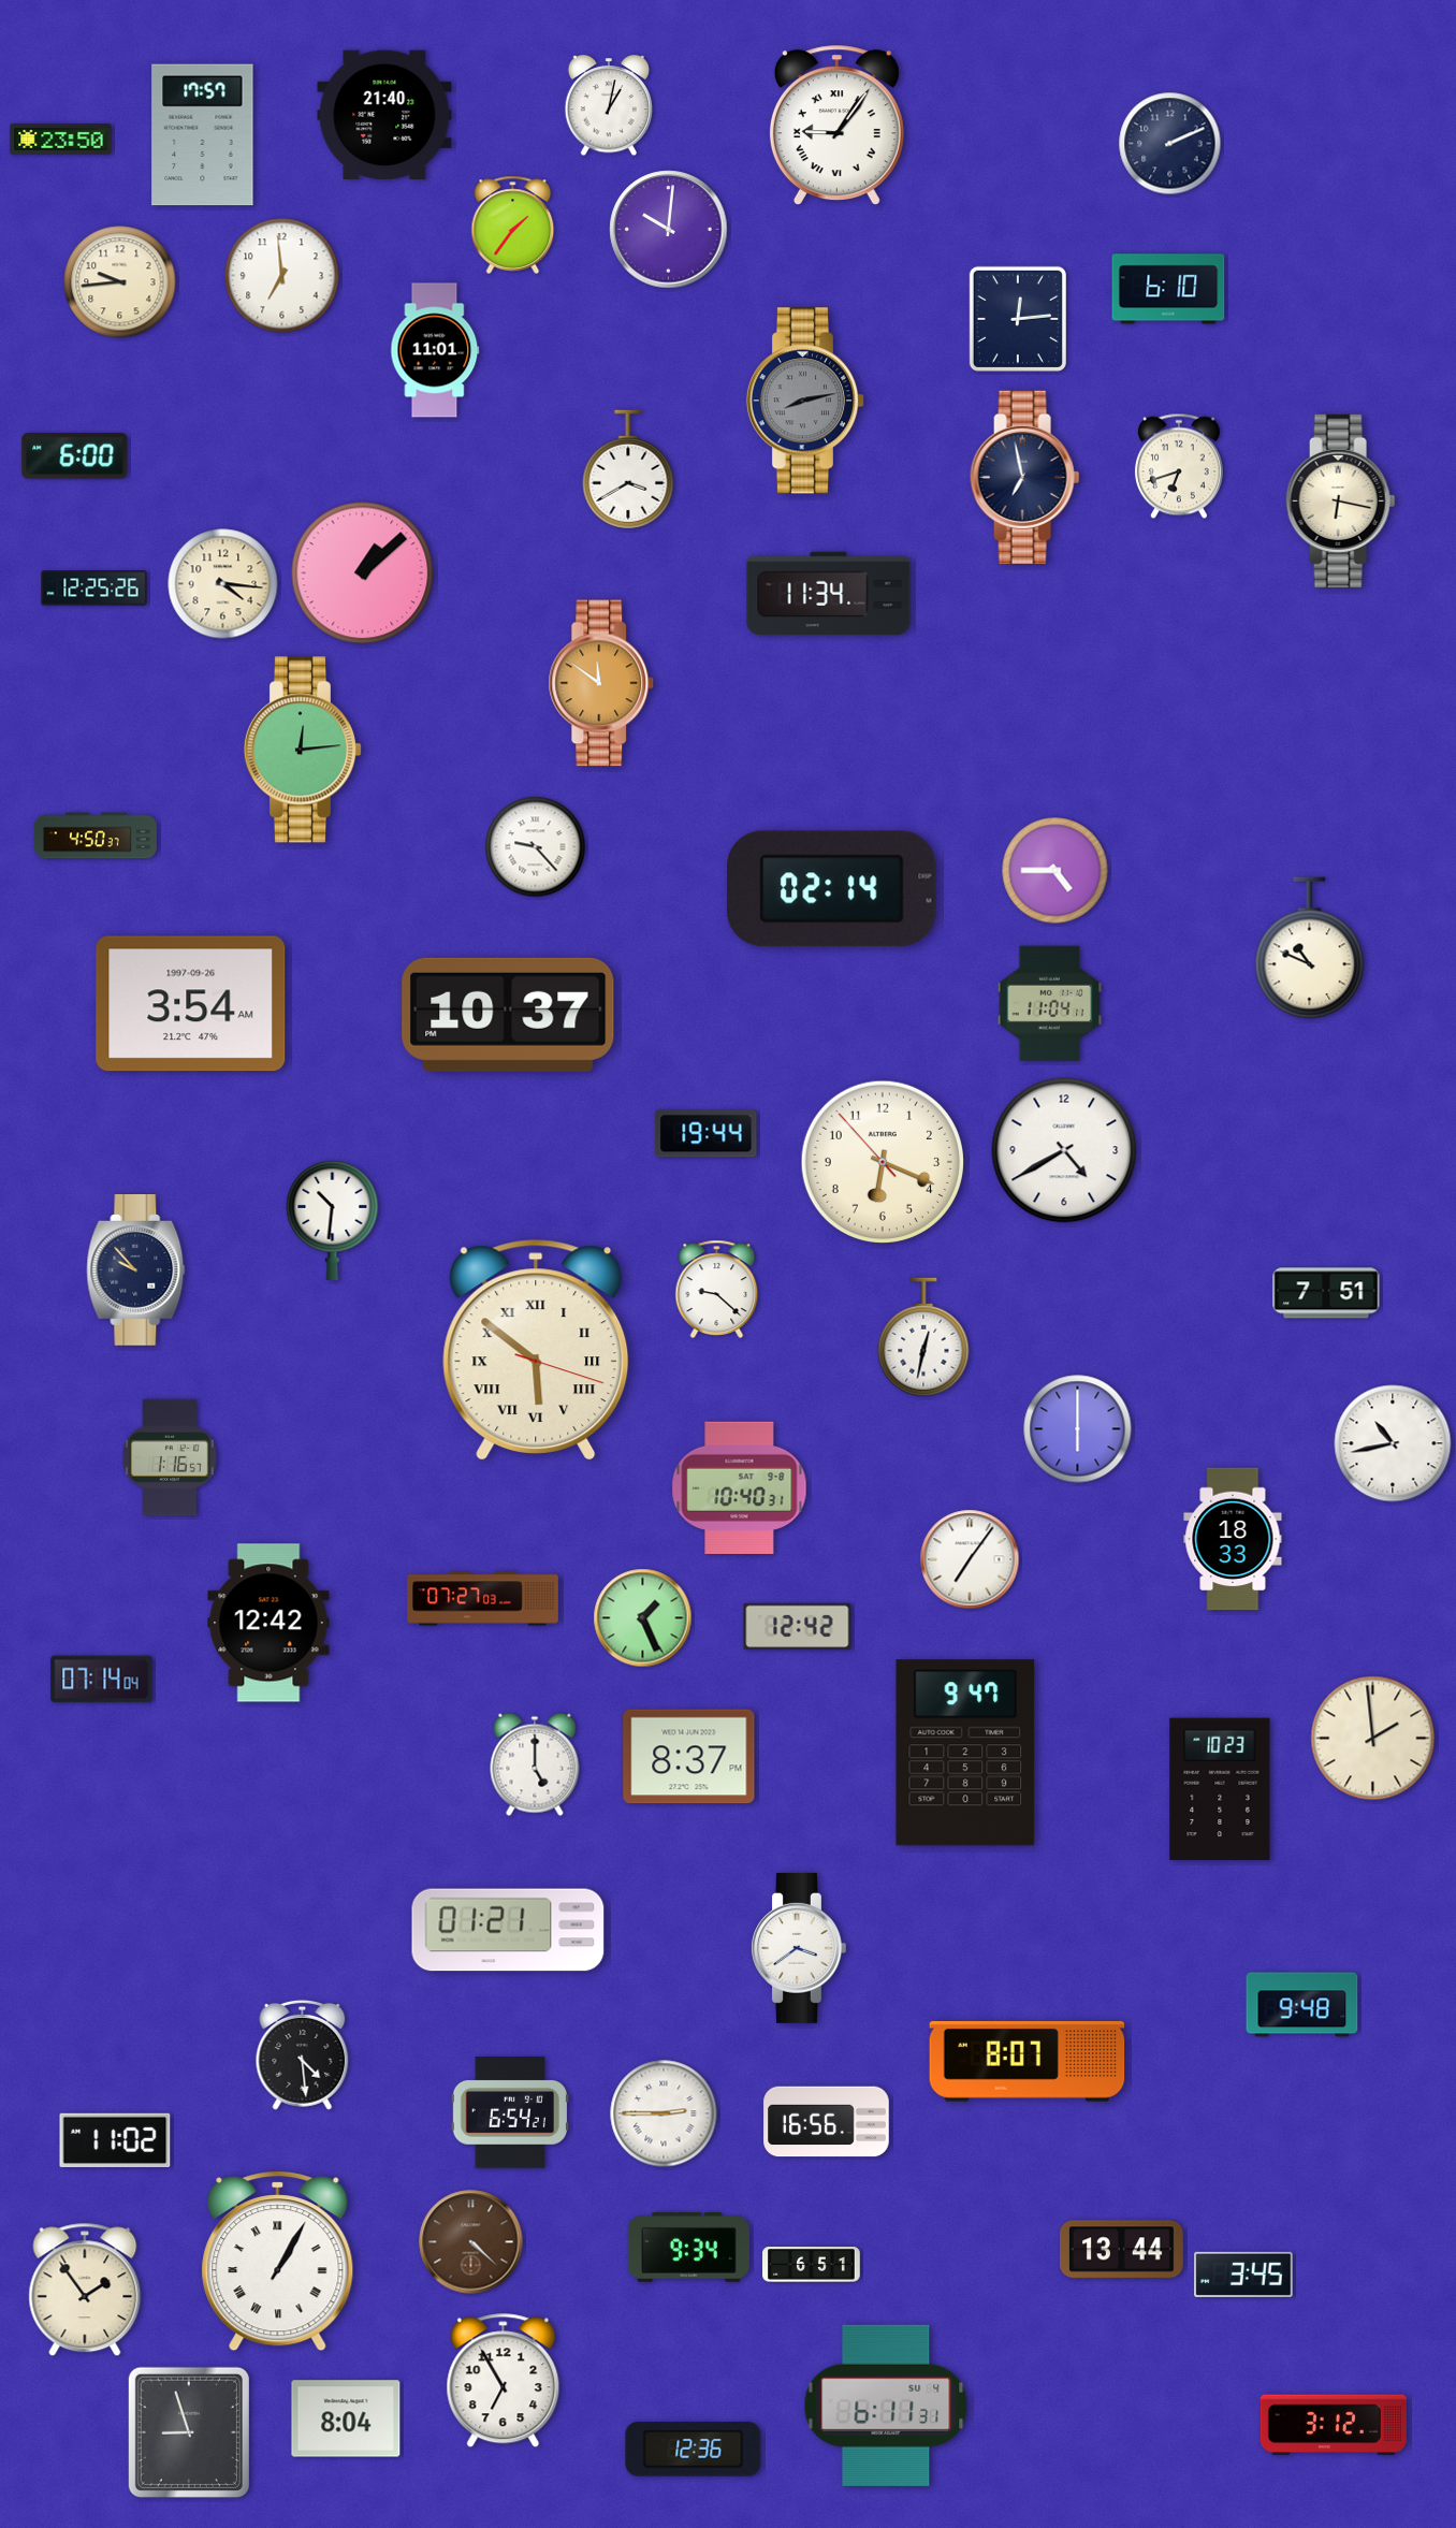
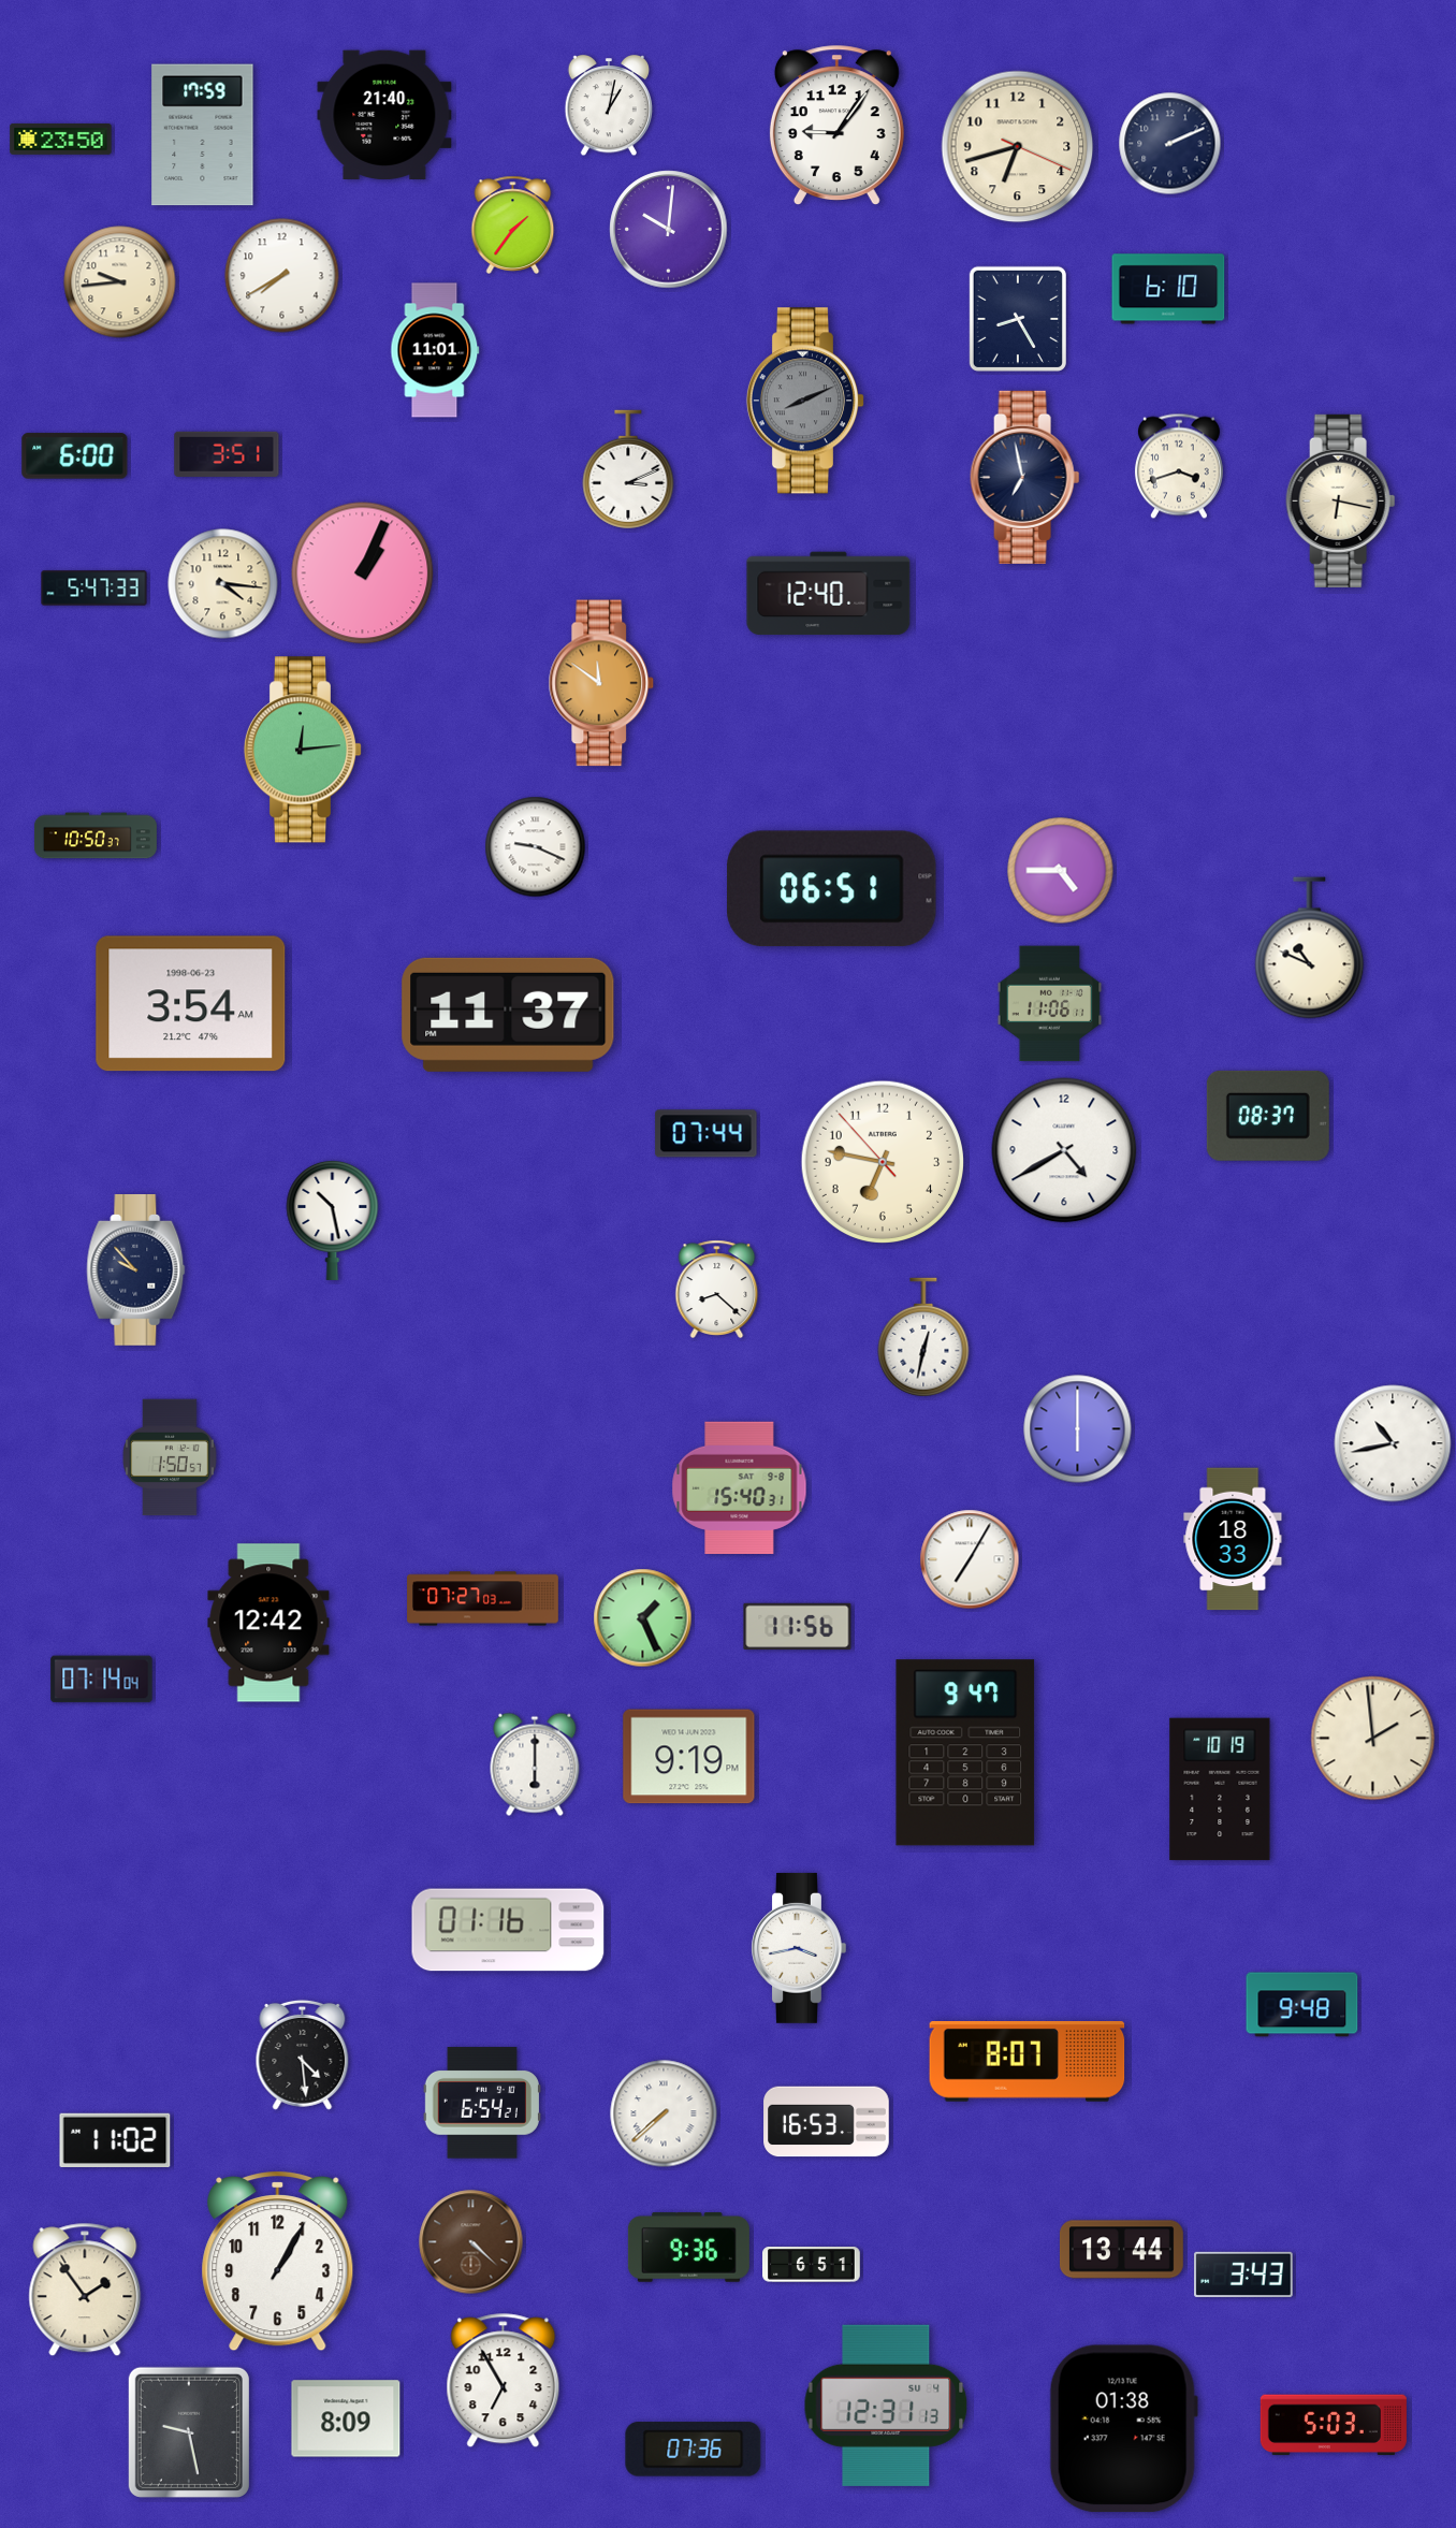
clock at (836, 125) numerals: Roman -> Arabic
clock at (203, 135): 17:57 -> 17:59
clock at (1018, 147): none -> 6:42
clock at (282, 276): 6:59 -> 7:40
clock at (1018, 319): 12:14 -> 8:25
clock at (805, 401): 8:13 -> 8:11
clock at (227, 454): none -> 3:51
clock at (1179, 466): 6:42 -> 3:42
clock at (628, 469): 3:40 -> 3:11
clock at (363, 573): 1:08 -> 1:04
clock at (94, 589): 12:25 -> 5:47
clock at (829, 594): 11:34 -> 12:40
clock at (96, 836): 4:50 -> 10:50
clock at (536, 847): 9:23 -> 9:19
clock at (1055, 871) position: (1055, 871) -> (1061, 871)
clock at (832, 889): 02:14 -> 06:51
clock at (191, 1004) date: 1997-09-26 -> 1998-06-23
clock at (1050, 1004): 11:04 -> 11:06
clock at (508, 1015): 10:37 -> 11:37
clock at (1268, 1116): none -> 08:37
clock at (707, 1134): 19:44 -> 07:44
clock at (882, 1161): 6:18 -> 6:46
clock at (333, 1220): 10:31 -> 10:28
clock at (717, 1289): 9:22 -> 8:22
clock at (1326, 1293): 7:51 -> none
clock at (536, 1350): 5:51 -> none
clock at (170, 1457): 1:16 -> 1:50
clock at (740, 1487): 10:40 -> 15:40
clock at (970, 1559): 7:06 -> 7:05
clock at (798, 1627): 12:42 -> 11:56
clock at (689, 1757): 8:37 -> 9:19
clock at (535, 1764): 5:00 -> 6:00
clock at (1220, 1789): 10:23 -> 10:19
clock at (508, 1930): 01:21 -> 01:16
clock at (799, 1948): 3:39 -> 3:43
clock at (510, 2112) position: (510, 2112) -> (482, 2103)
clock at (664, 2113): 2:45 -> 7:38
clock at (827, 2122): 16:56 -> 16:53
clock at (688, 2248): 9:34 -> 9:36
clock at (278, 2262) numerals: Roman -> Arabic
clock at (1243, 2275): 3:45 -> 3:43
clock at (886, 2406): 6:11 -> 12:31
clock at (346, 2418): 8:04 -> 8:09
clock at (1334, 2425): 3:12 -> 5:03
clock at (1123, 2429): none -> 01:38
clock at (189, 2432): 8:57 -> 9:28
clock at (694, 2450): 12:36 -> 07:36
